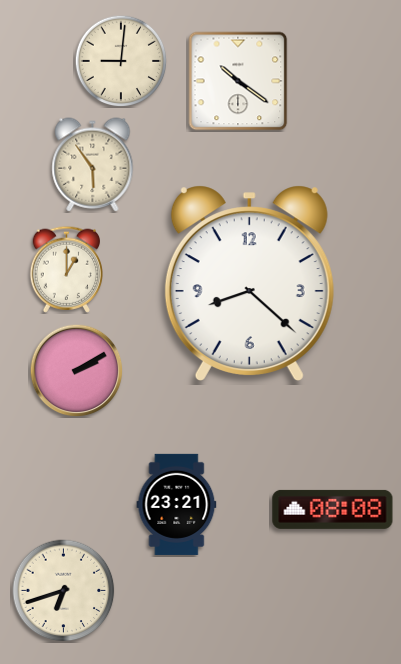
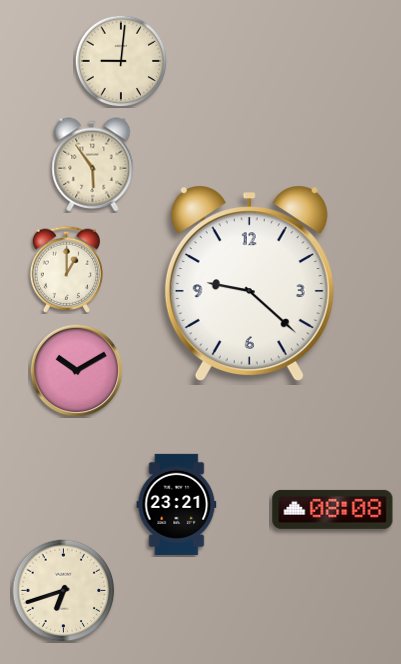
clock at (238, 81): 10:21 -> none
clock at (249, 283): 8:22 -> 9:22
clock at (76, 370): 2:10 -> 10:10
